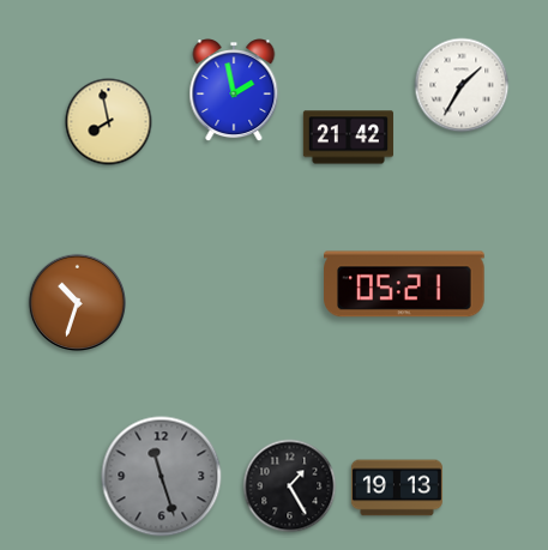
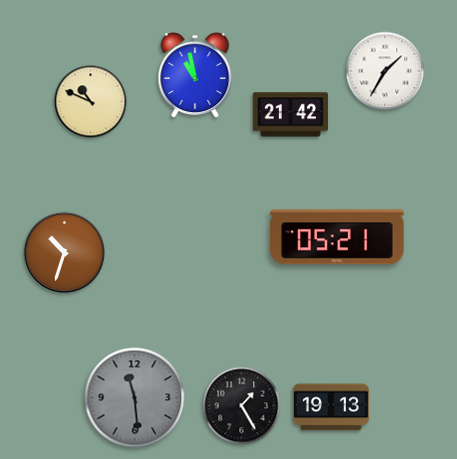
clock at (234, 91): 1:58 -> 10:58
clock at (109, 122): 7:58 -> 10:49
clock at (162, 477): 11:27 -> 11:29
